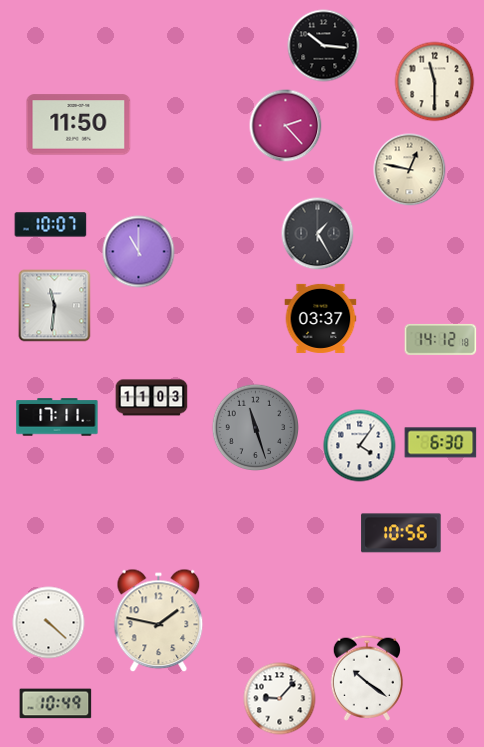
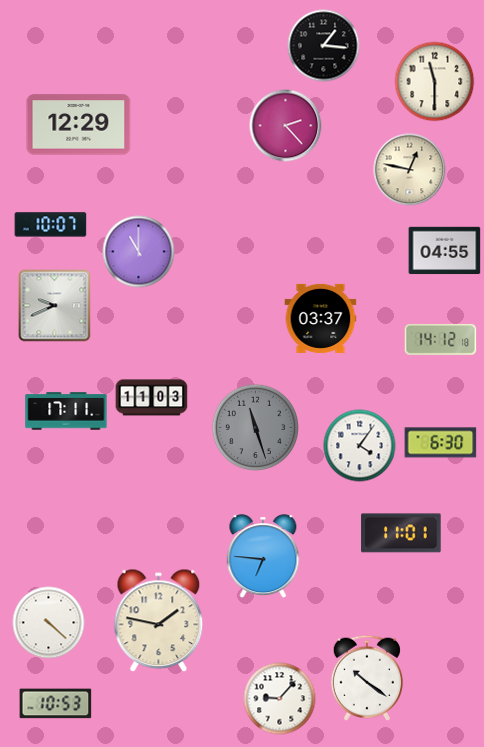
clock at (324, 46): 10:16 -> 1:16
clock at (79, 125): 11:50 -> 12:29
clock at (318, 234): 1:25 -> none
clock at (445, 251): none -> 04:55
clock at (55, 306): 11:31 -> 9:41
clock at (57, 417) position: (57, 417) -> (66, 411)
clock at (401, 533): 10:56 -> 11:01
clock at (263, 557): none -> 6:46
clock at (56, 704): 10:49 -> 10:53
